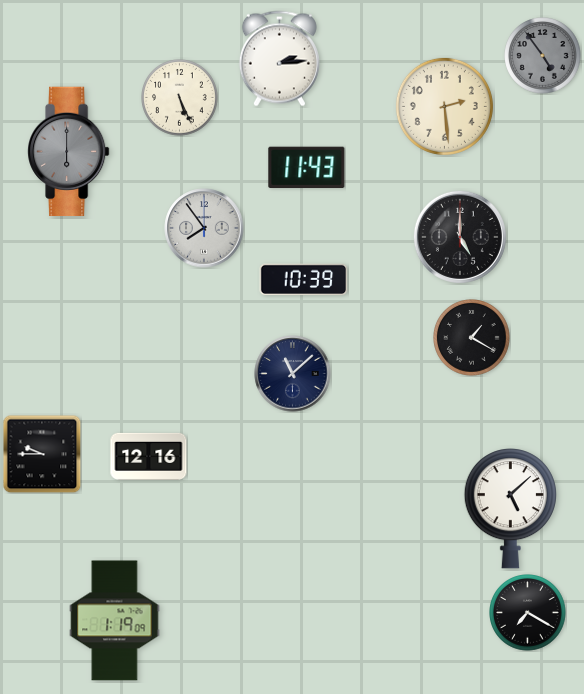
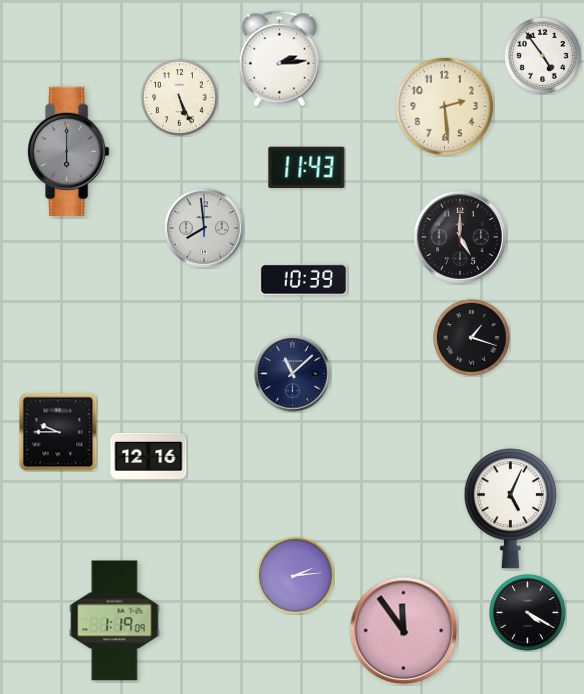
clock at (543, 56) dial: grey -> white
clock at (204, 228): 7:54 -> 7:59
clock at (472, 338): 1:20 -> 1:18
clock at (42, 454) position: (42, 454) -> (58, 432)
clock at (510, 509): 5:08 -> 5:04
clock at (296, 576): none -> 2:14
clock at (528, 613): 7:20 -> 4:20
clock at (404, 631): none -> 11:54
